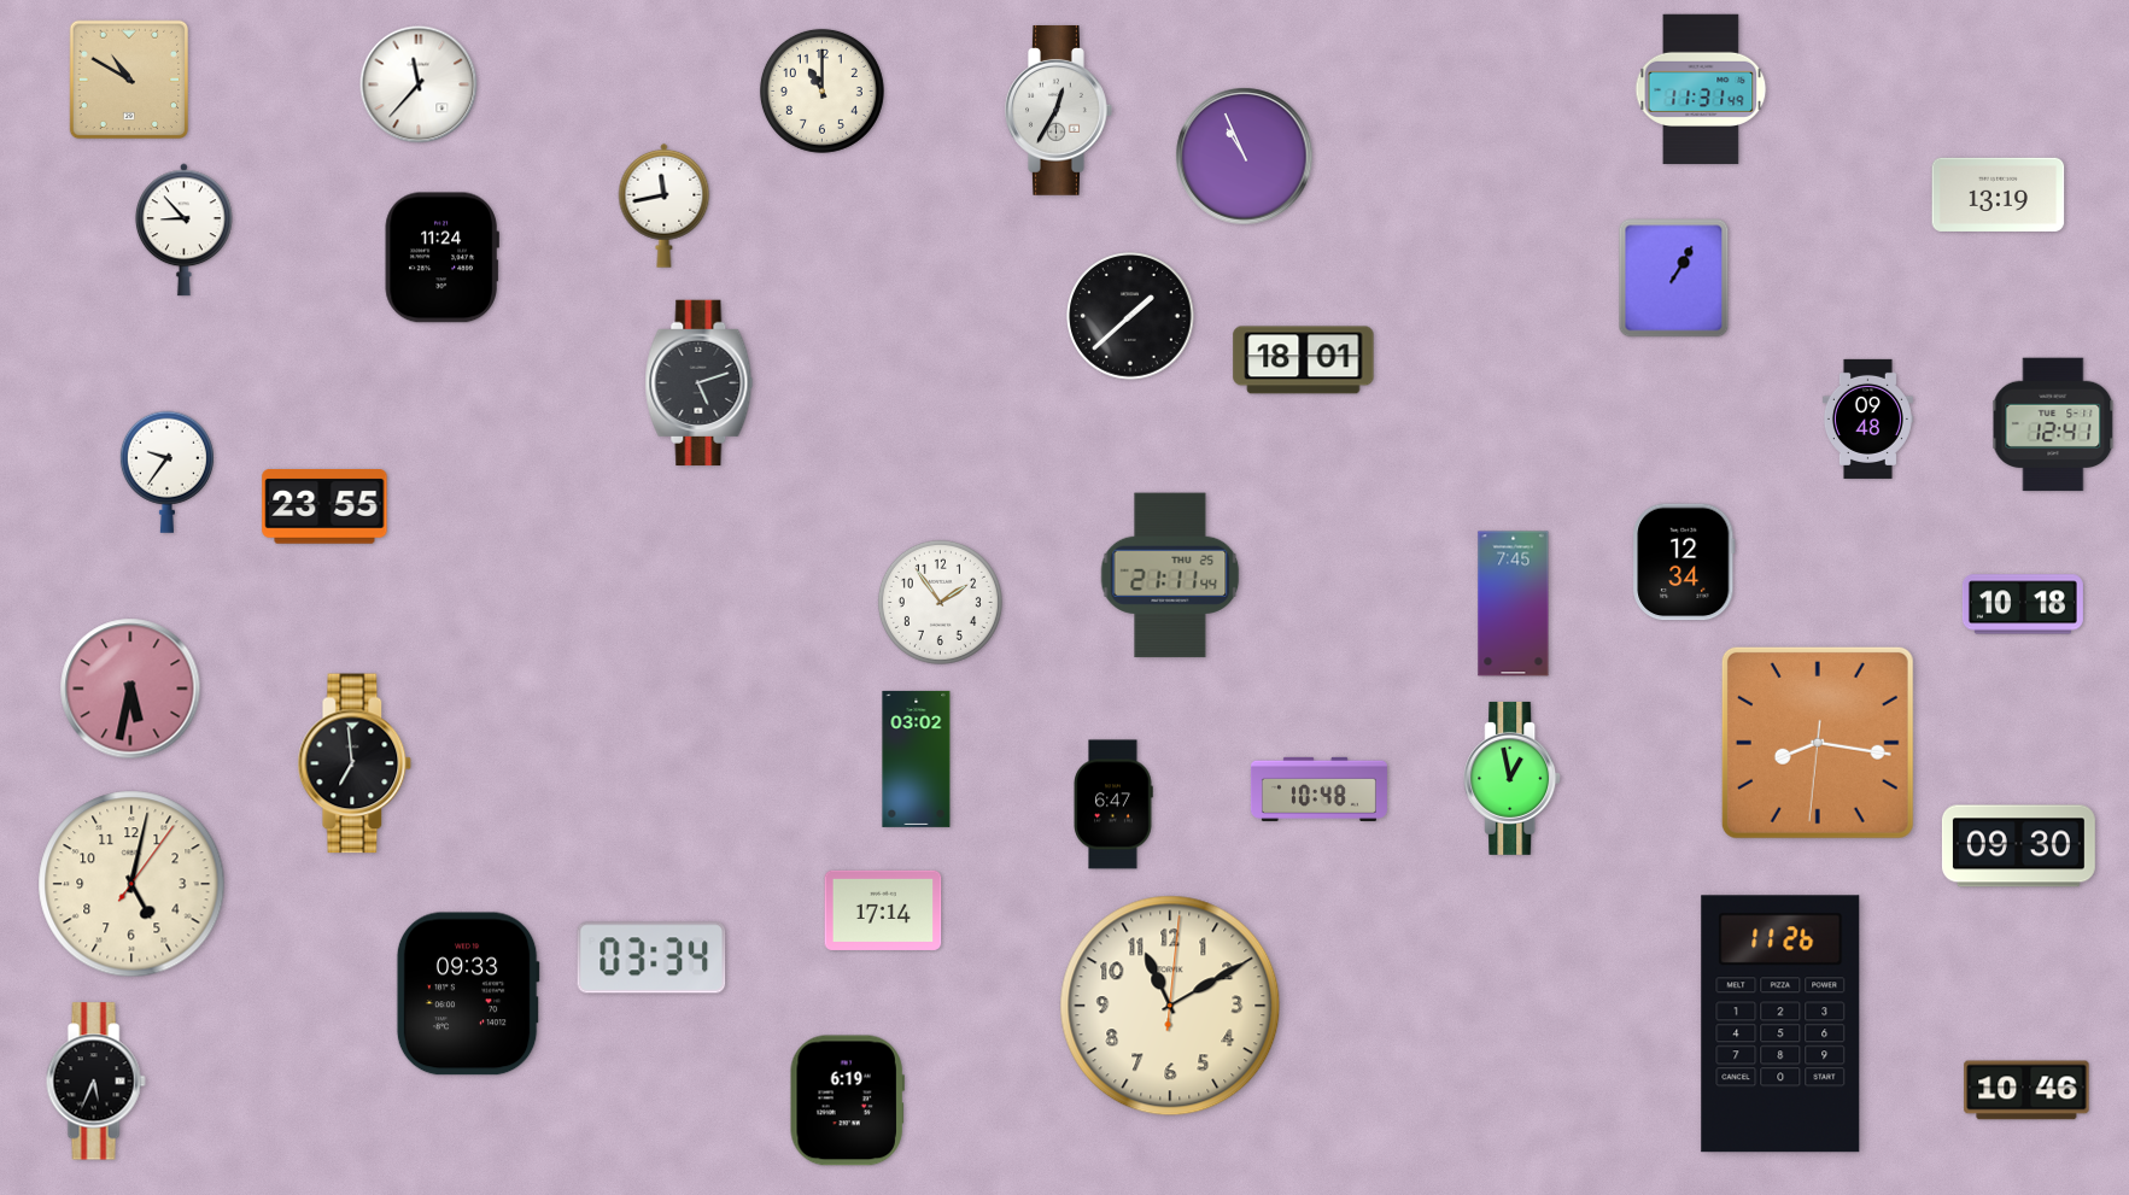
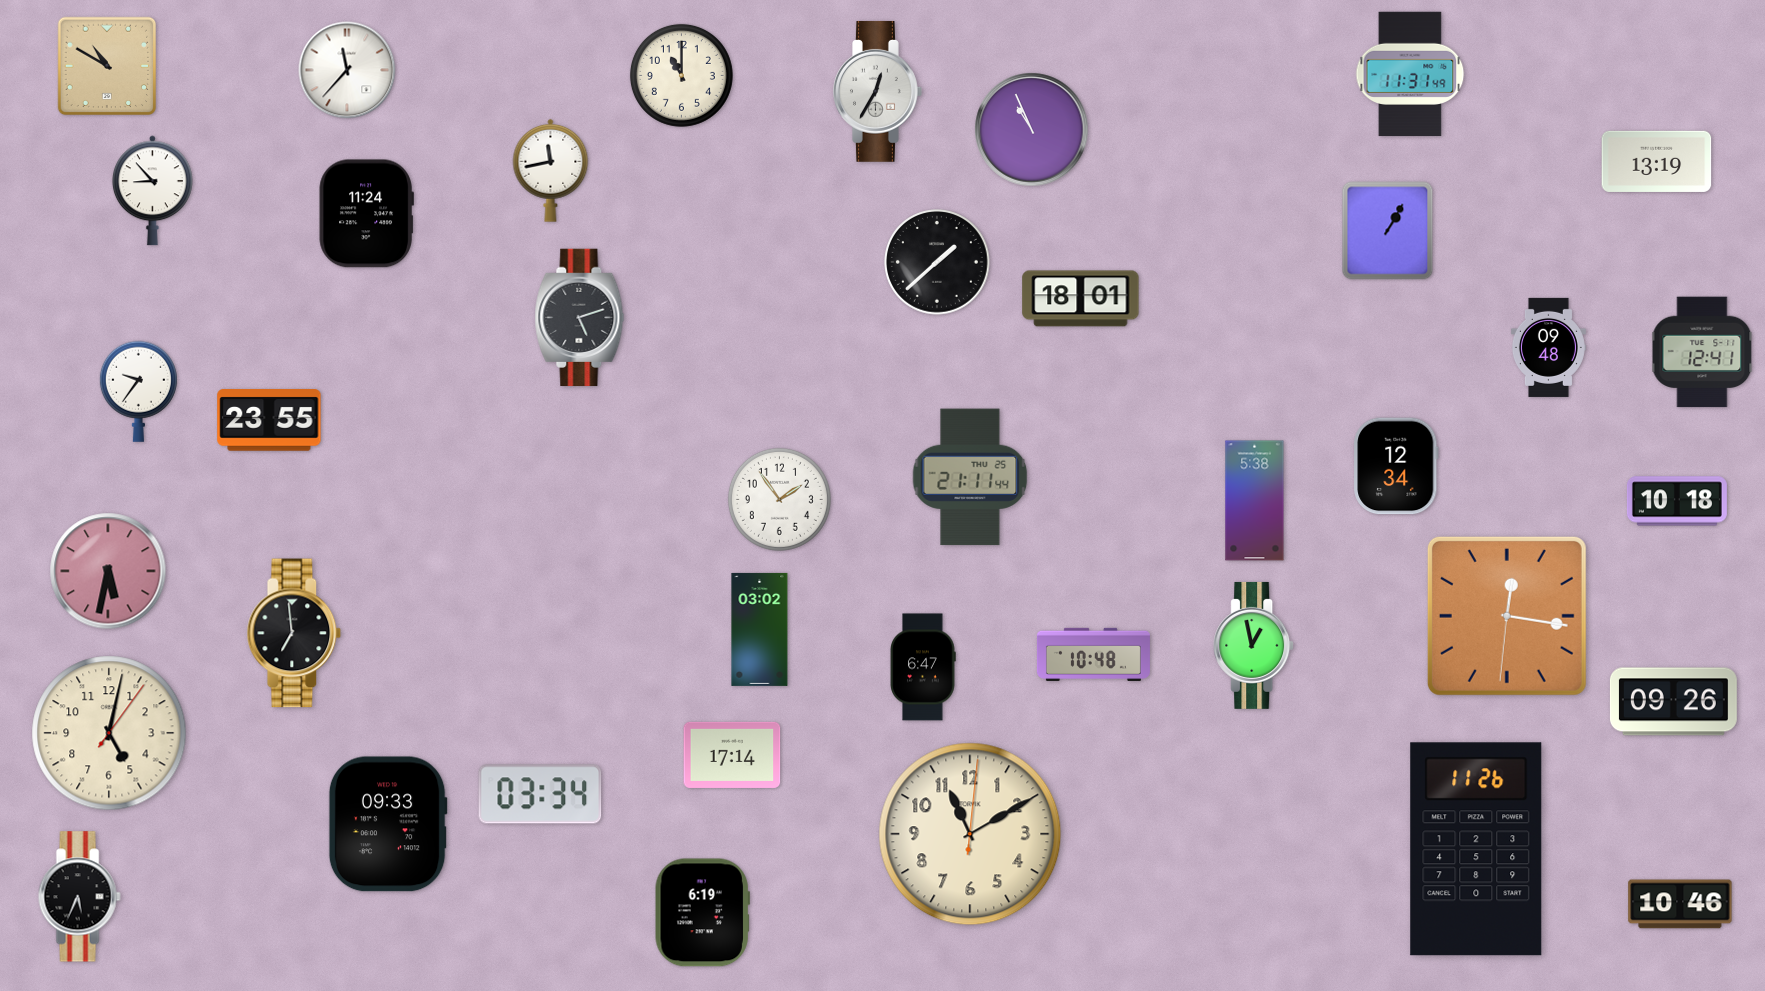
clock at (1514, 604): 7:45 -> 5:38
clock at (1818, 743): 8:16 -> 12:16
clock at (2018, 847): 09:30 -> 09:26
